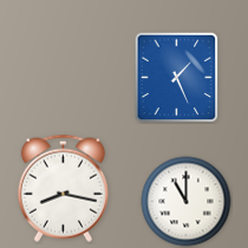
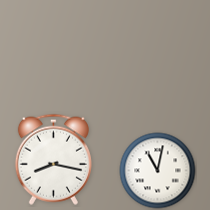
clock at (177, 78): 1:26 -> none
clock at (187, 202): 11:00 -> 11:02
